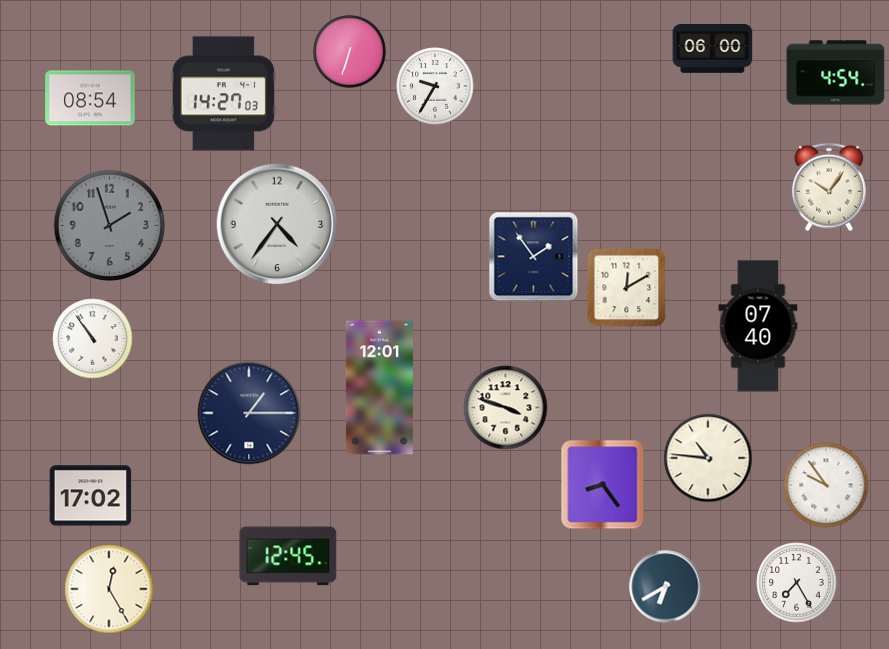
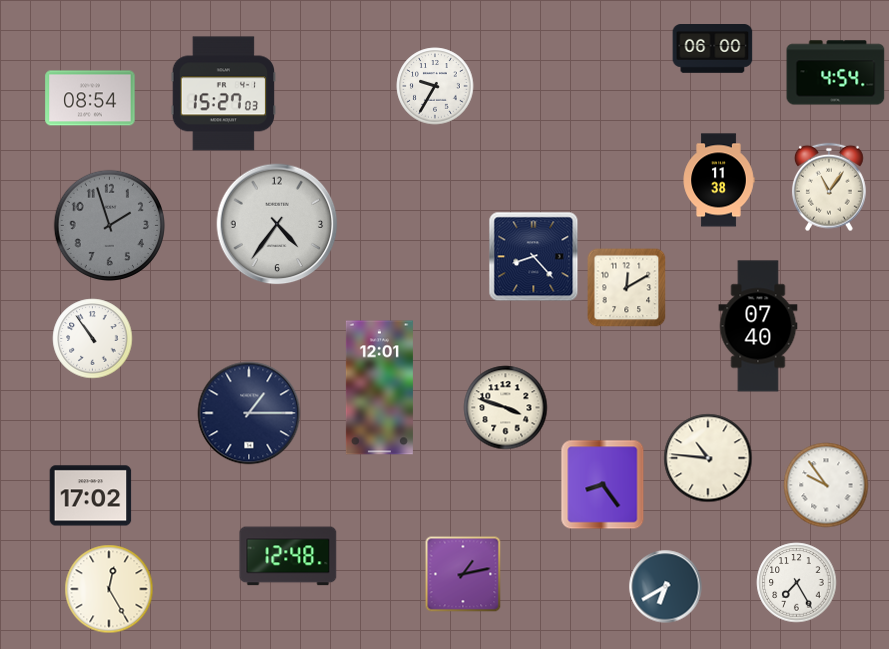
clock at (350, 52): 6:33 -> none
clock at (223, 94): 14:27 -> 15:27
clock at (719, 180): none -> 11:38
clock at (829, 187): 10:06 -> 11:06
clock at (534, 257): 1:54 -> 8:23
clock at (288, 556): 12:45 -> 12:48
clock at (463, 574): none -> 1:13
